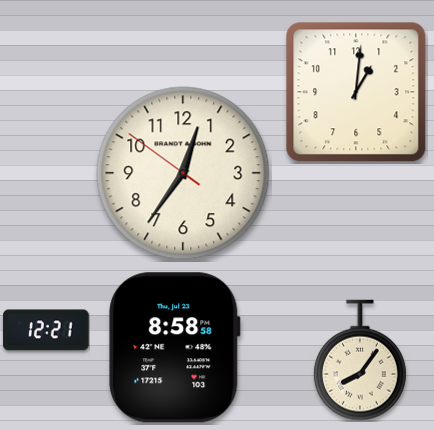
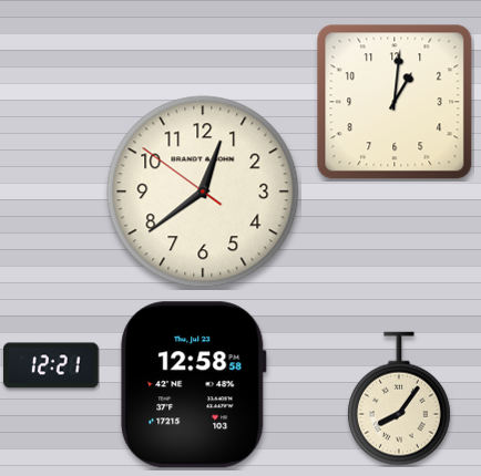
clock at (183, 173): 12:35 -> 12:38
clock at (175, 348): 8:58 -> 12:58
